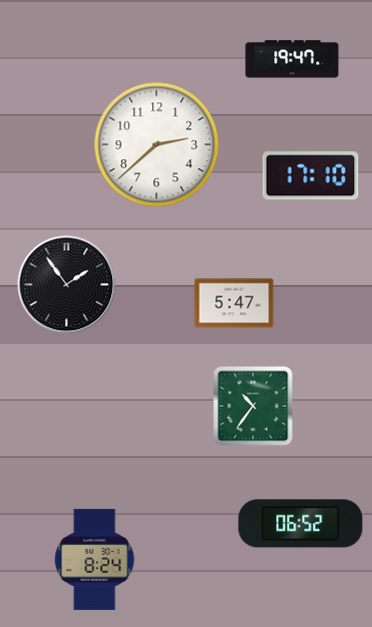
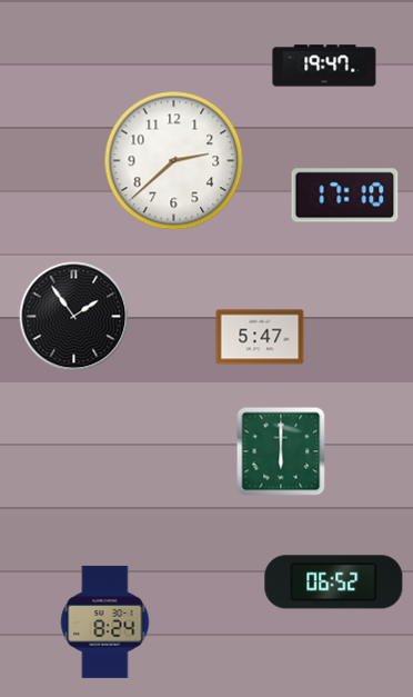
clock at (253, 406): 10:36 -> 6:00
